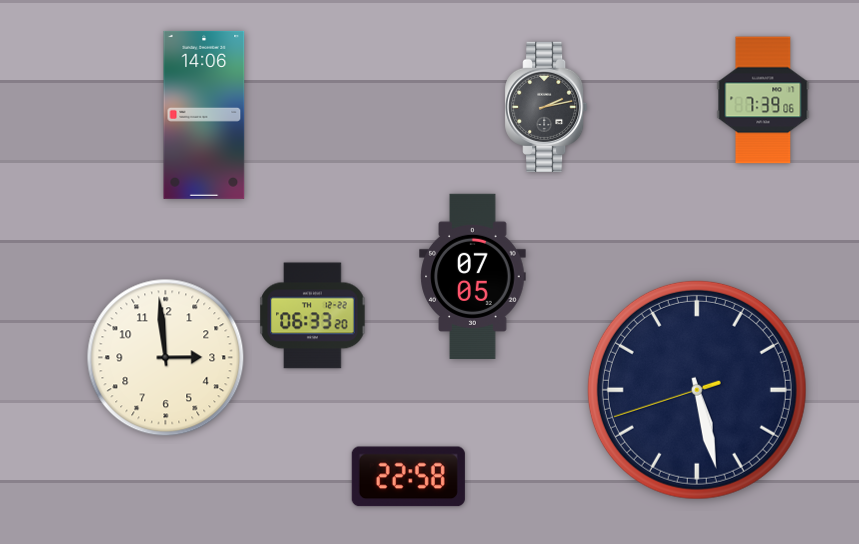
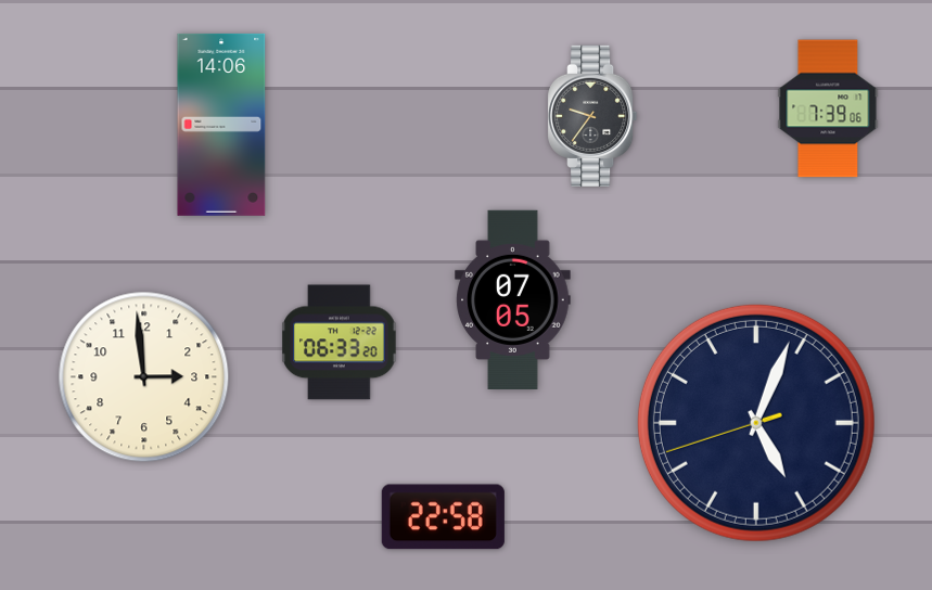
clock at (546, 107): 2:13 -> 9:36
clock at (166, 358) position: (166, 358) -> (144, 377)
clock at (697, 390): 5:27 -> 5:03
